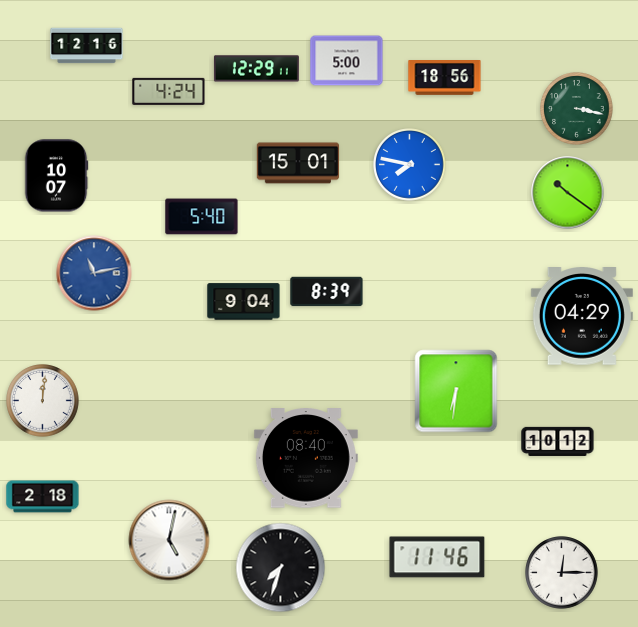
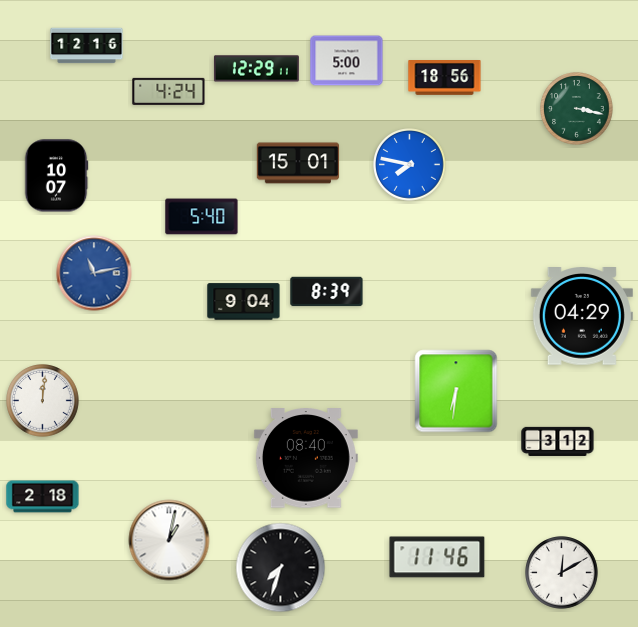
clock at (568, 193): 10:21 -> none
clock at (558, 441): 10:12 -> 3:12
clock at (169, 540): 5:02 -> 1:02
clock at (562, 573): 12:15 -> 12:10
